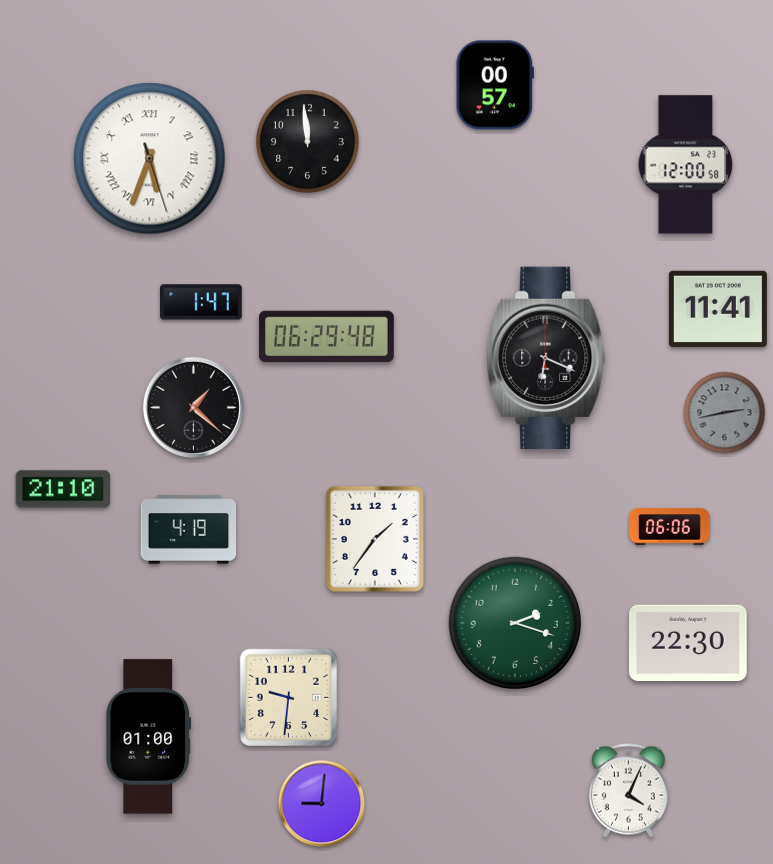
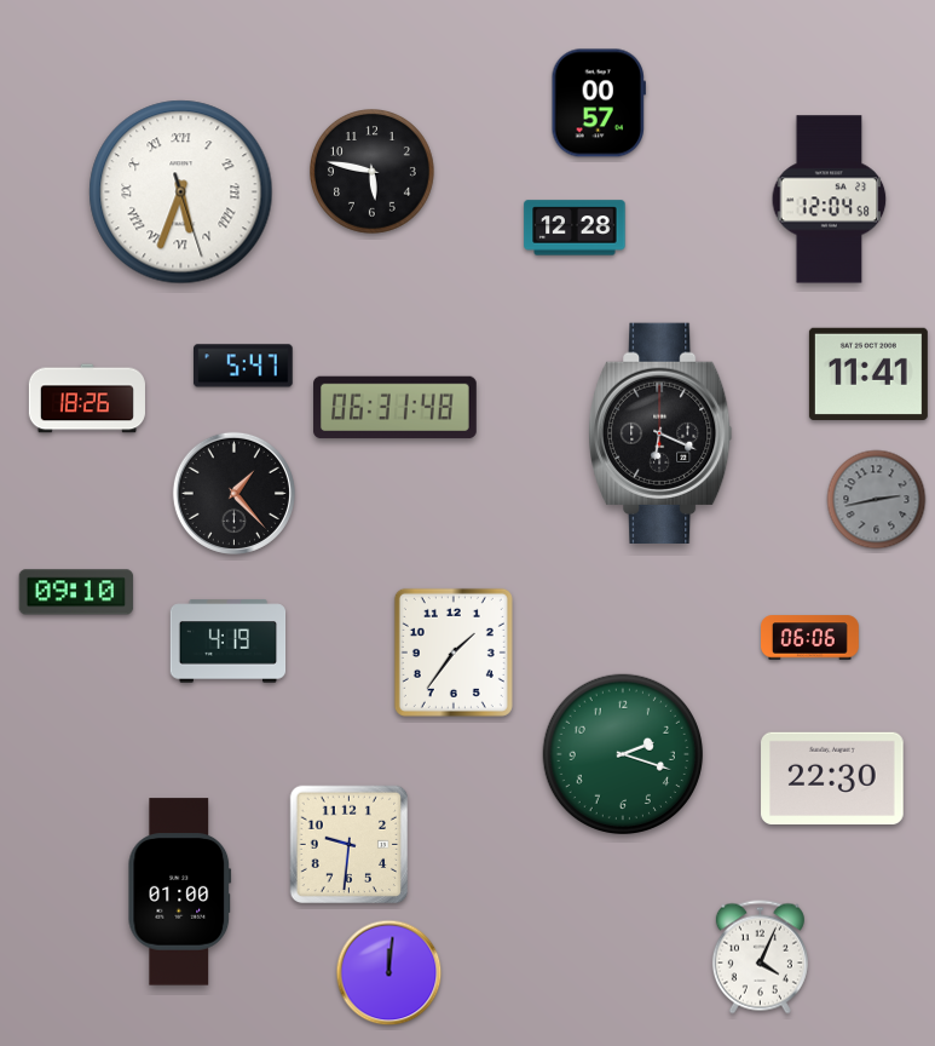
clock at (308, 142): 11:59 -> 5:47
clock at (686, 165): 12:00 -> 12:04
clock at (575, 228): none -> 12:28
clock at (202, 302): 1:47 -> 5:47
clock at (87, 398): none -> 18:26
clock at (327, 337): 06:29 -> 06:31
clock at (193, 407): 1:22 -> 1:23
clock at (63, 489): 21:10 -> 09:10
clock at (322, 804): 9:01 -> 12:01
